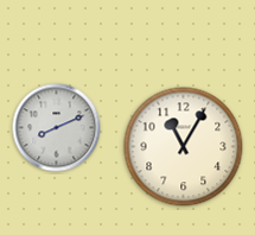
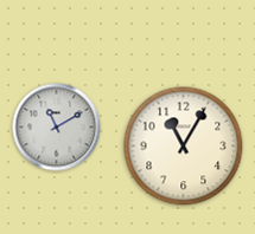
clock at (57, 128): 8:11 -> 11:10
